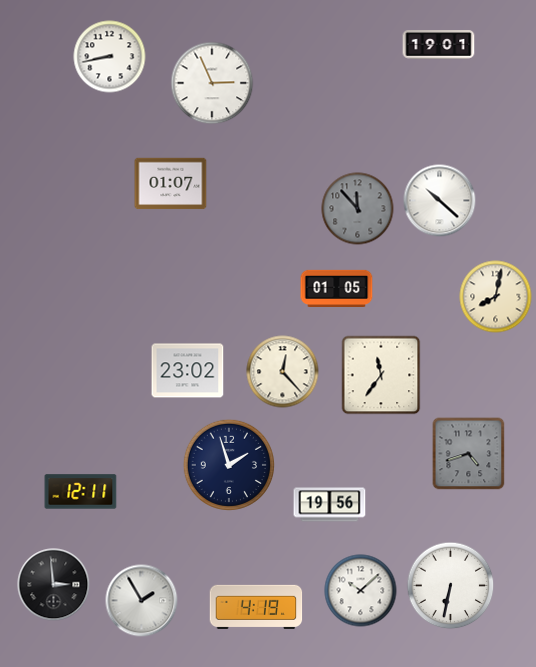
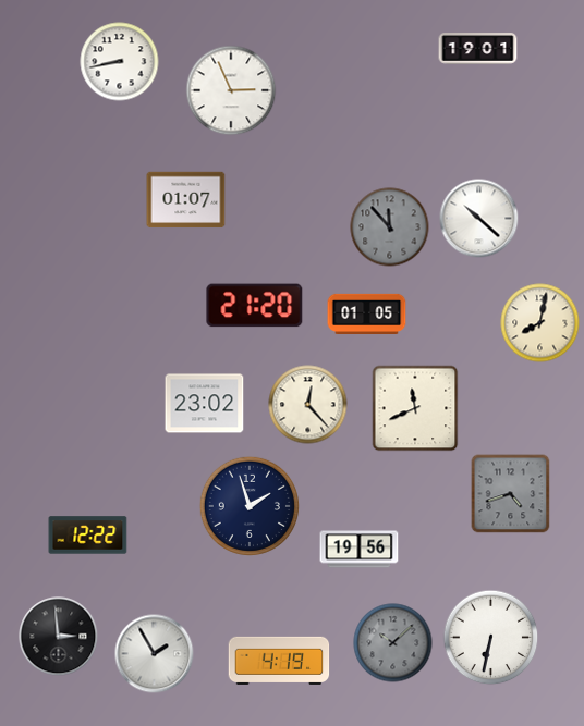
clock at (255, 306): none -> 21:20
clock at (381, 375): 11:36 -> 11:41
clock at (81, 492): 12:11 -> 12:22
clock at (361, 591) dial: white -> grey
